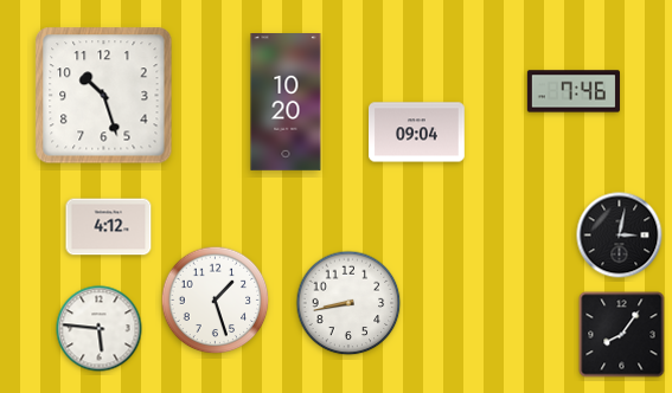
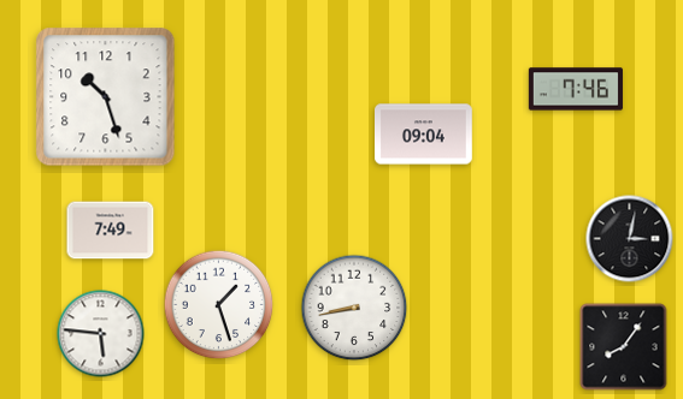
clock at (574, 91) position: (574, 91) -> (576, 89)
clock at (286, 103): 10:20 -> none
clock at (109, 227): 4:12 -> 7:49
clock at (622, 335) position: (622, 335) -> (624, 347)
